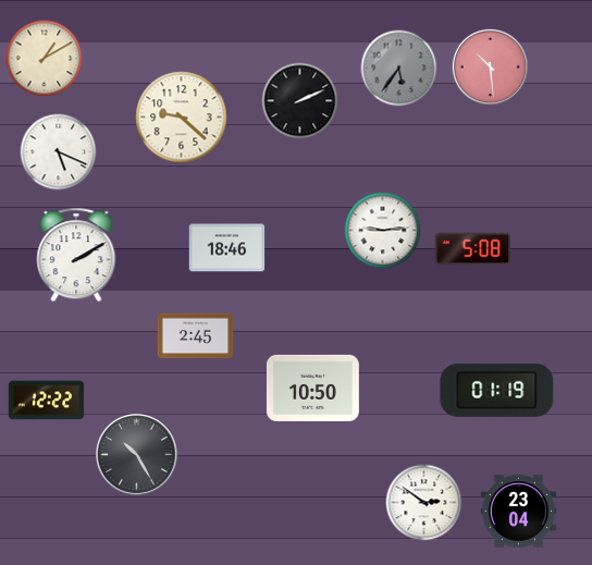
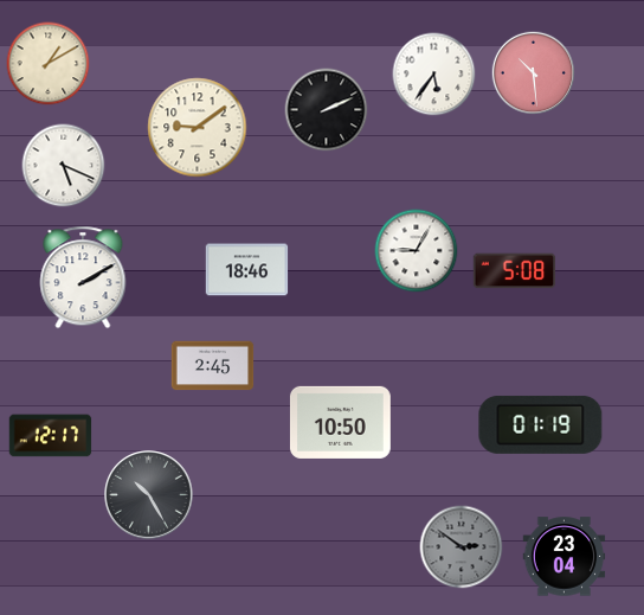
clock at (399, 69) dial: grey -> white
clock at (182, 118): 9:22 -> 9:09
clock at (383, 231): 9:14 -> 9:05
clock at (47, 401): 12:22 -> 12:17
clock at (424, 503) dial: white -> grey
